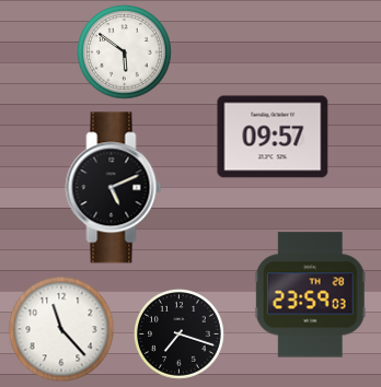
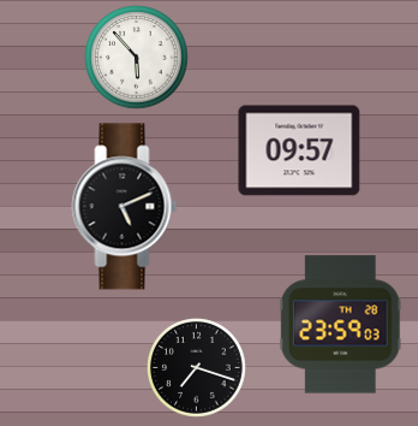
clock at (125, 52): 5:51 -> 5:53
clock at (61, 329): 11:23 -> none
